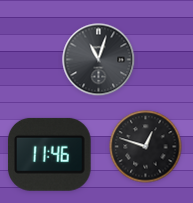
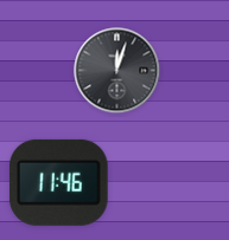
clock at (99, 60): 11:03 -> 12:03
clock at (146, 147): 12:48 -> none
